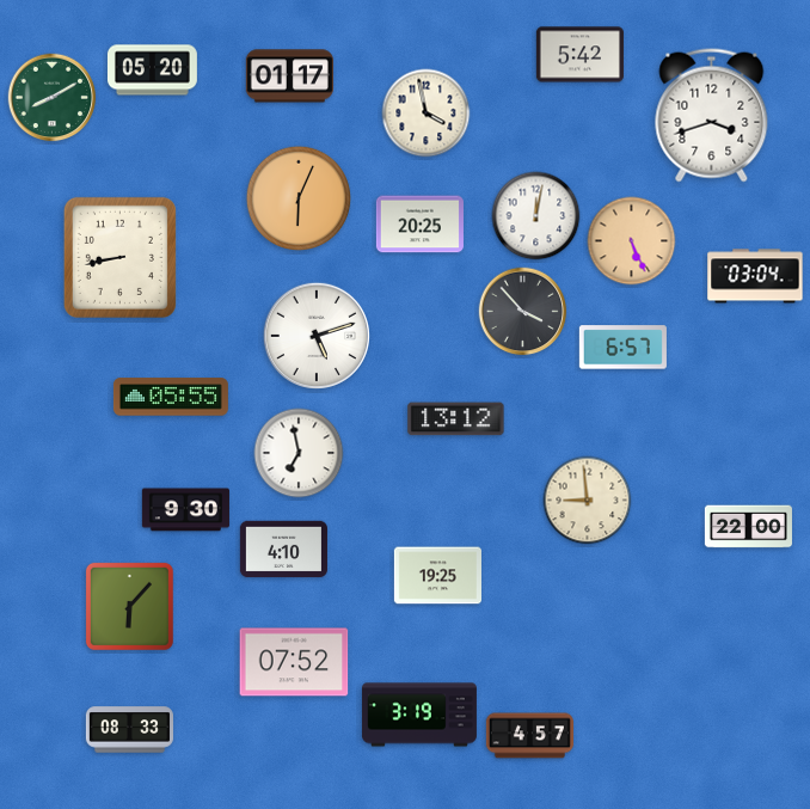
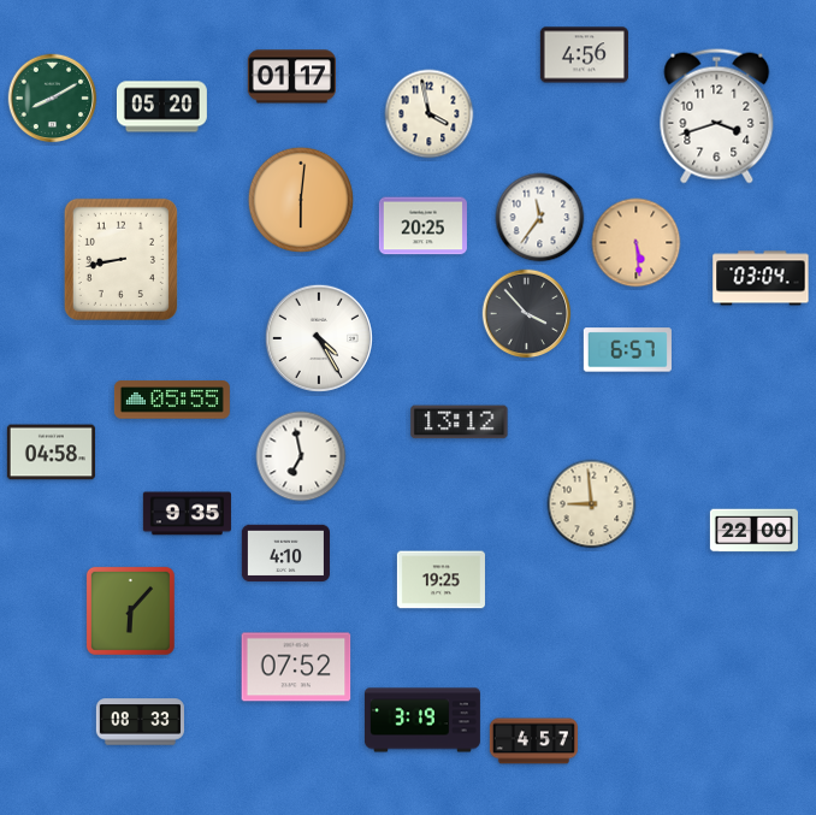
clock at (579, 55): 5:42 -> 4:56
clock at (152, 71) position: (152, 71) -> (161, 107)
clock at (297, 197): 6:04 -> 6:01
clock at (536, 216): 12:02 -> 11:36
clock at (632, 241): 5:26 -> 5:29
clock at (317, 336): 5:12 -> 4:25
clock at (51, 453): none -> 04:58
clock at (185, 510): 9:30 -> 9:35
clock at (129, 730) position: (129, 730) -> (140, 722)
